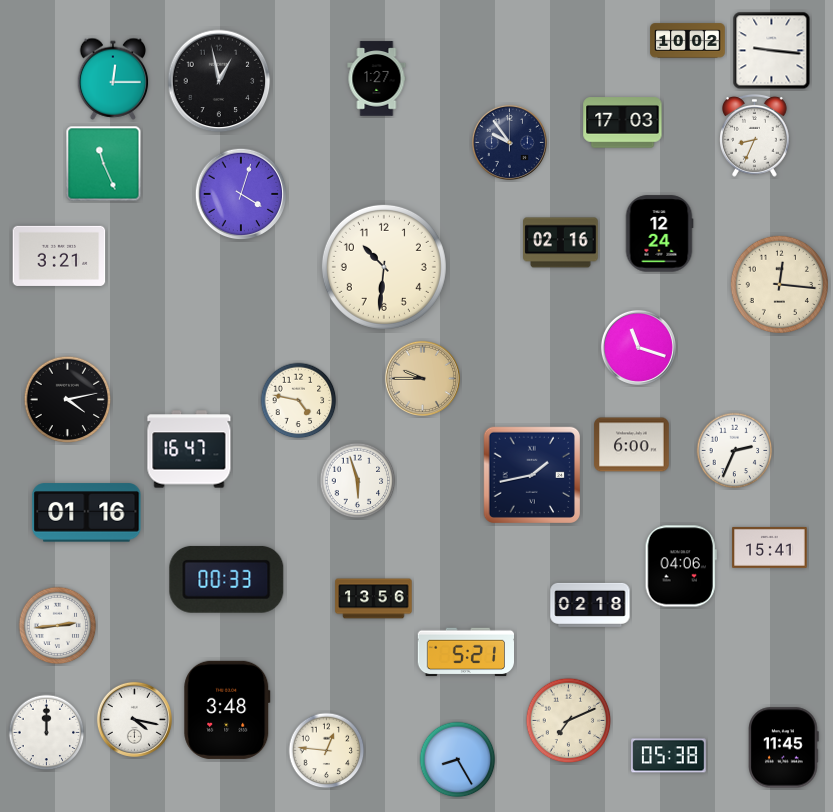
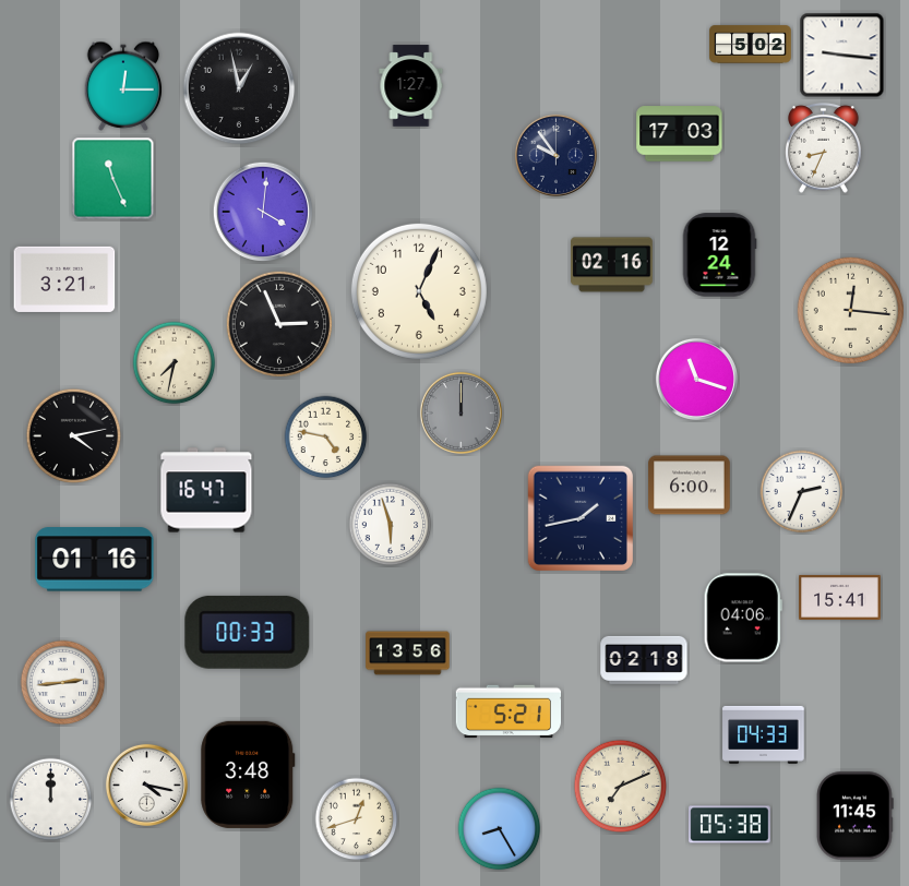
clock at (688, 41): 10:02 -> 5:02
clock at (241, 194): 4:03 -> 4:01
clock at (384, 267): 10:31 -> 5:04
clock at (278, 323): none -> 2:56
clock at (175, 363): none -> 7:32
clock at (422, 378): 9:45 -> 12:00
clock at (422, 378) dial: champagne -> grey
clock at (764, 734): none -> 04:33
clock at (327, 751): 12:46 -> 12:42
